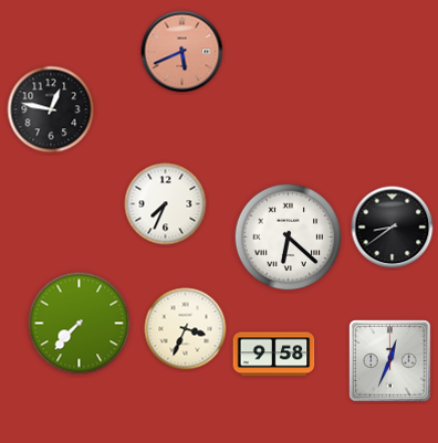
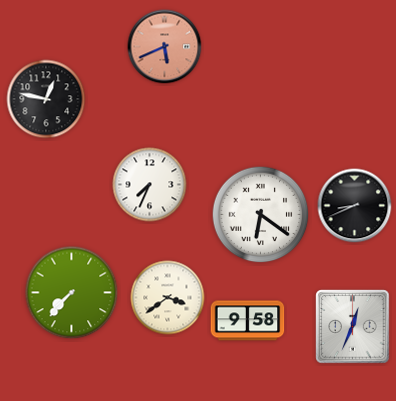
clock at (393, 228): 8:39 -> 8:41
clock at (289, 238): 6:22 -> 6:21
clock at (186, 329): 3:34 -> 3:39
